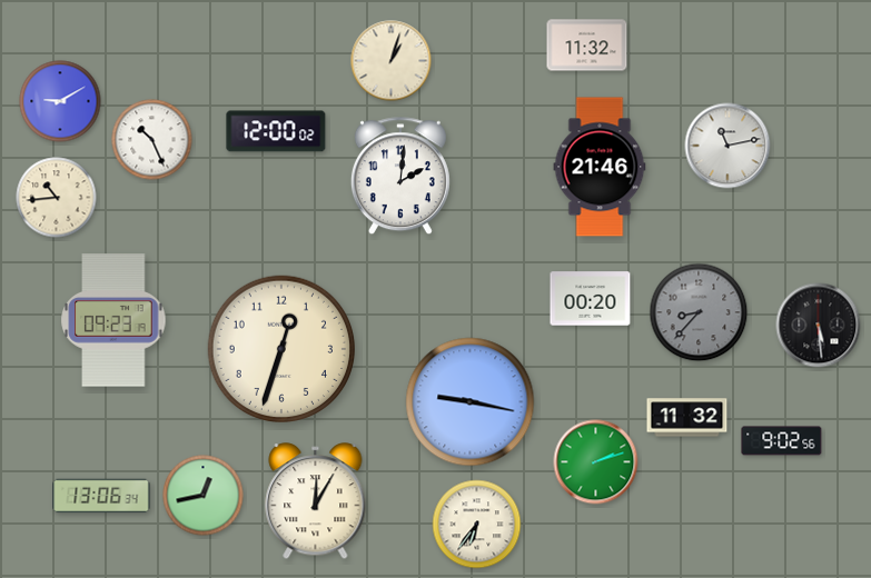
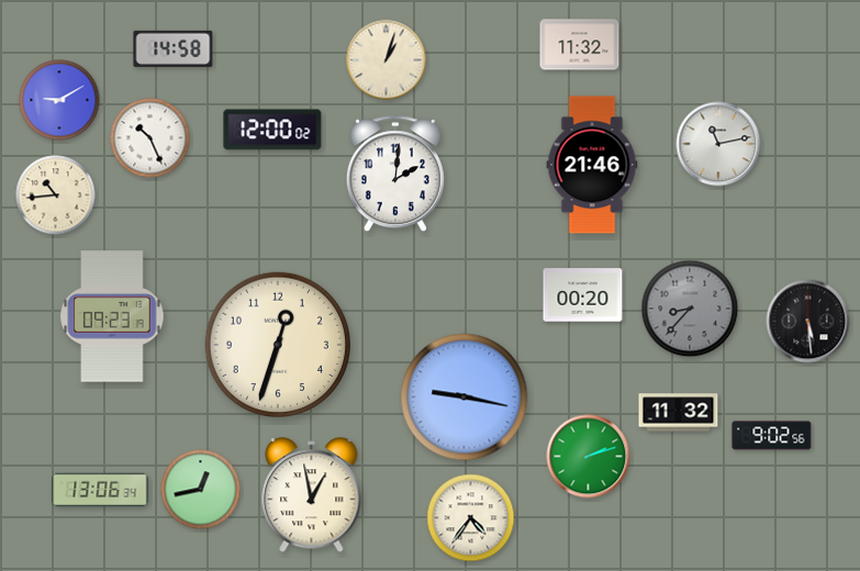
clock at (174, 48): none -> 14:58
clock at (316, 501): 12:05 -> 12:58
clock at (477, 525): 6:36 -> 4:36
